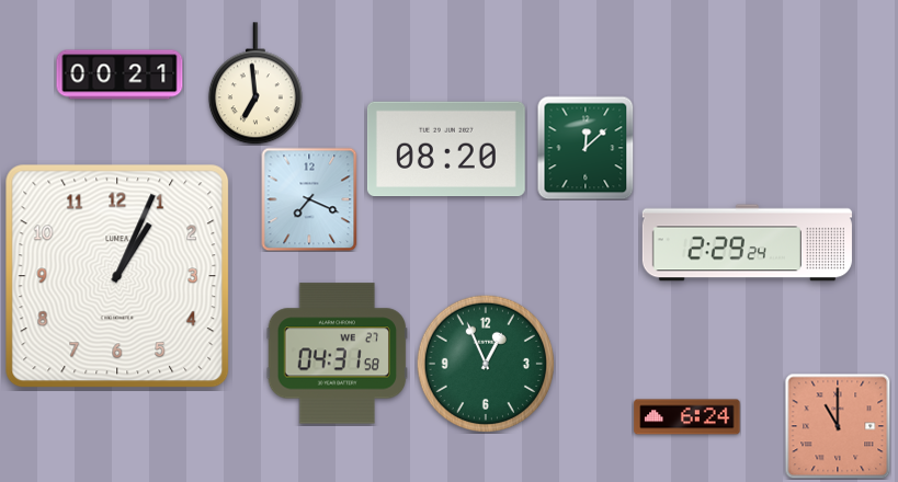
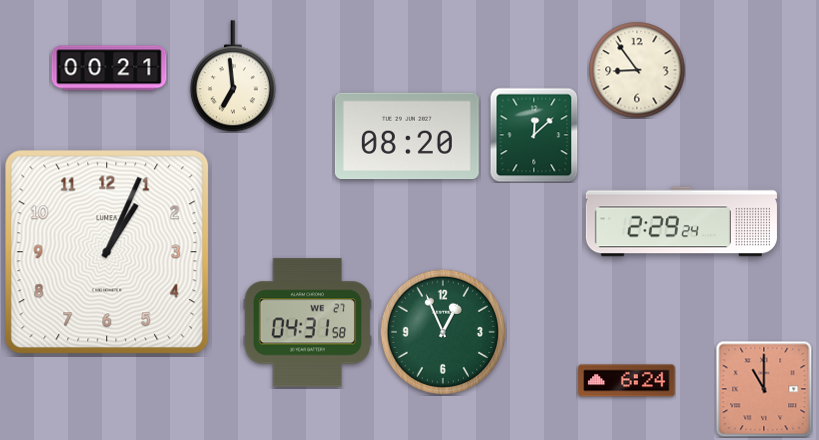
clock at (637, 70): none -> 8:54
clock at (309, 199): 7:19 -> none
